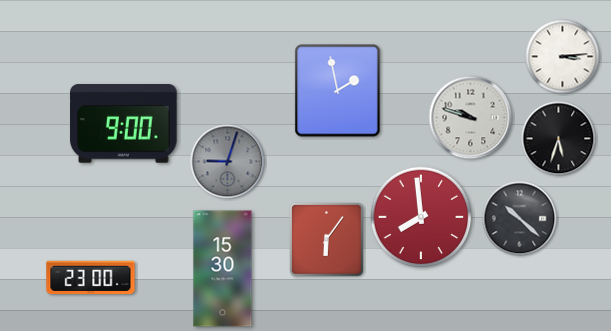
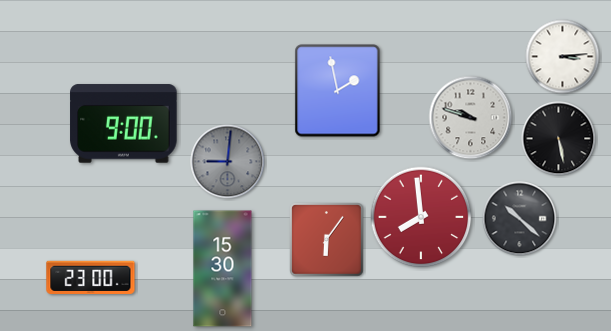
clock at (559, 139): 5:33 -> 5:28
clock at (228, 162): 9:03 -> 9:01
